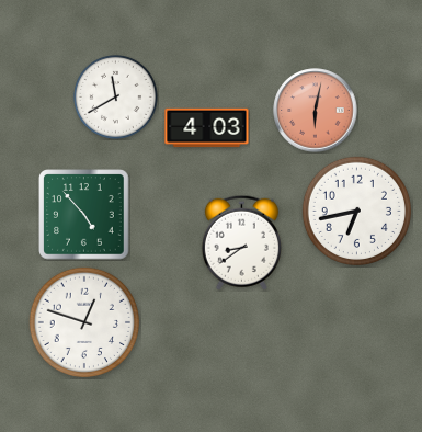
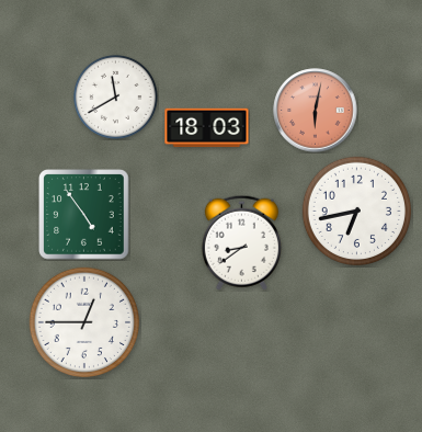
clock at (207, 128): 4:03 -> 18:03
clock at (84, 215): 4:53 -> 4:54
clock at (83, 321): 12:48 -> 12:45
